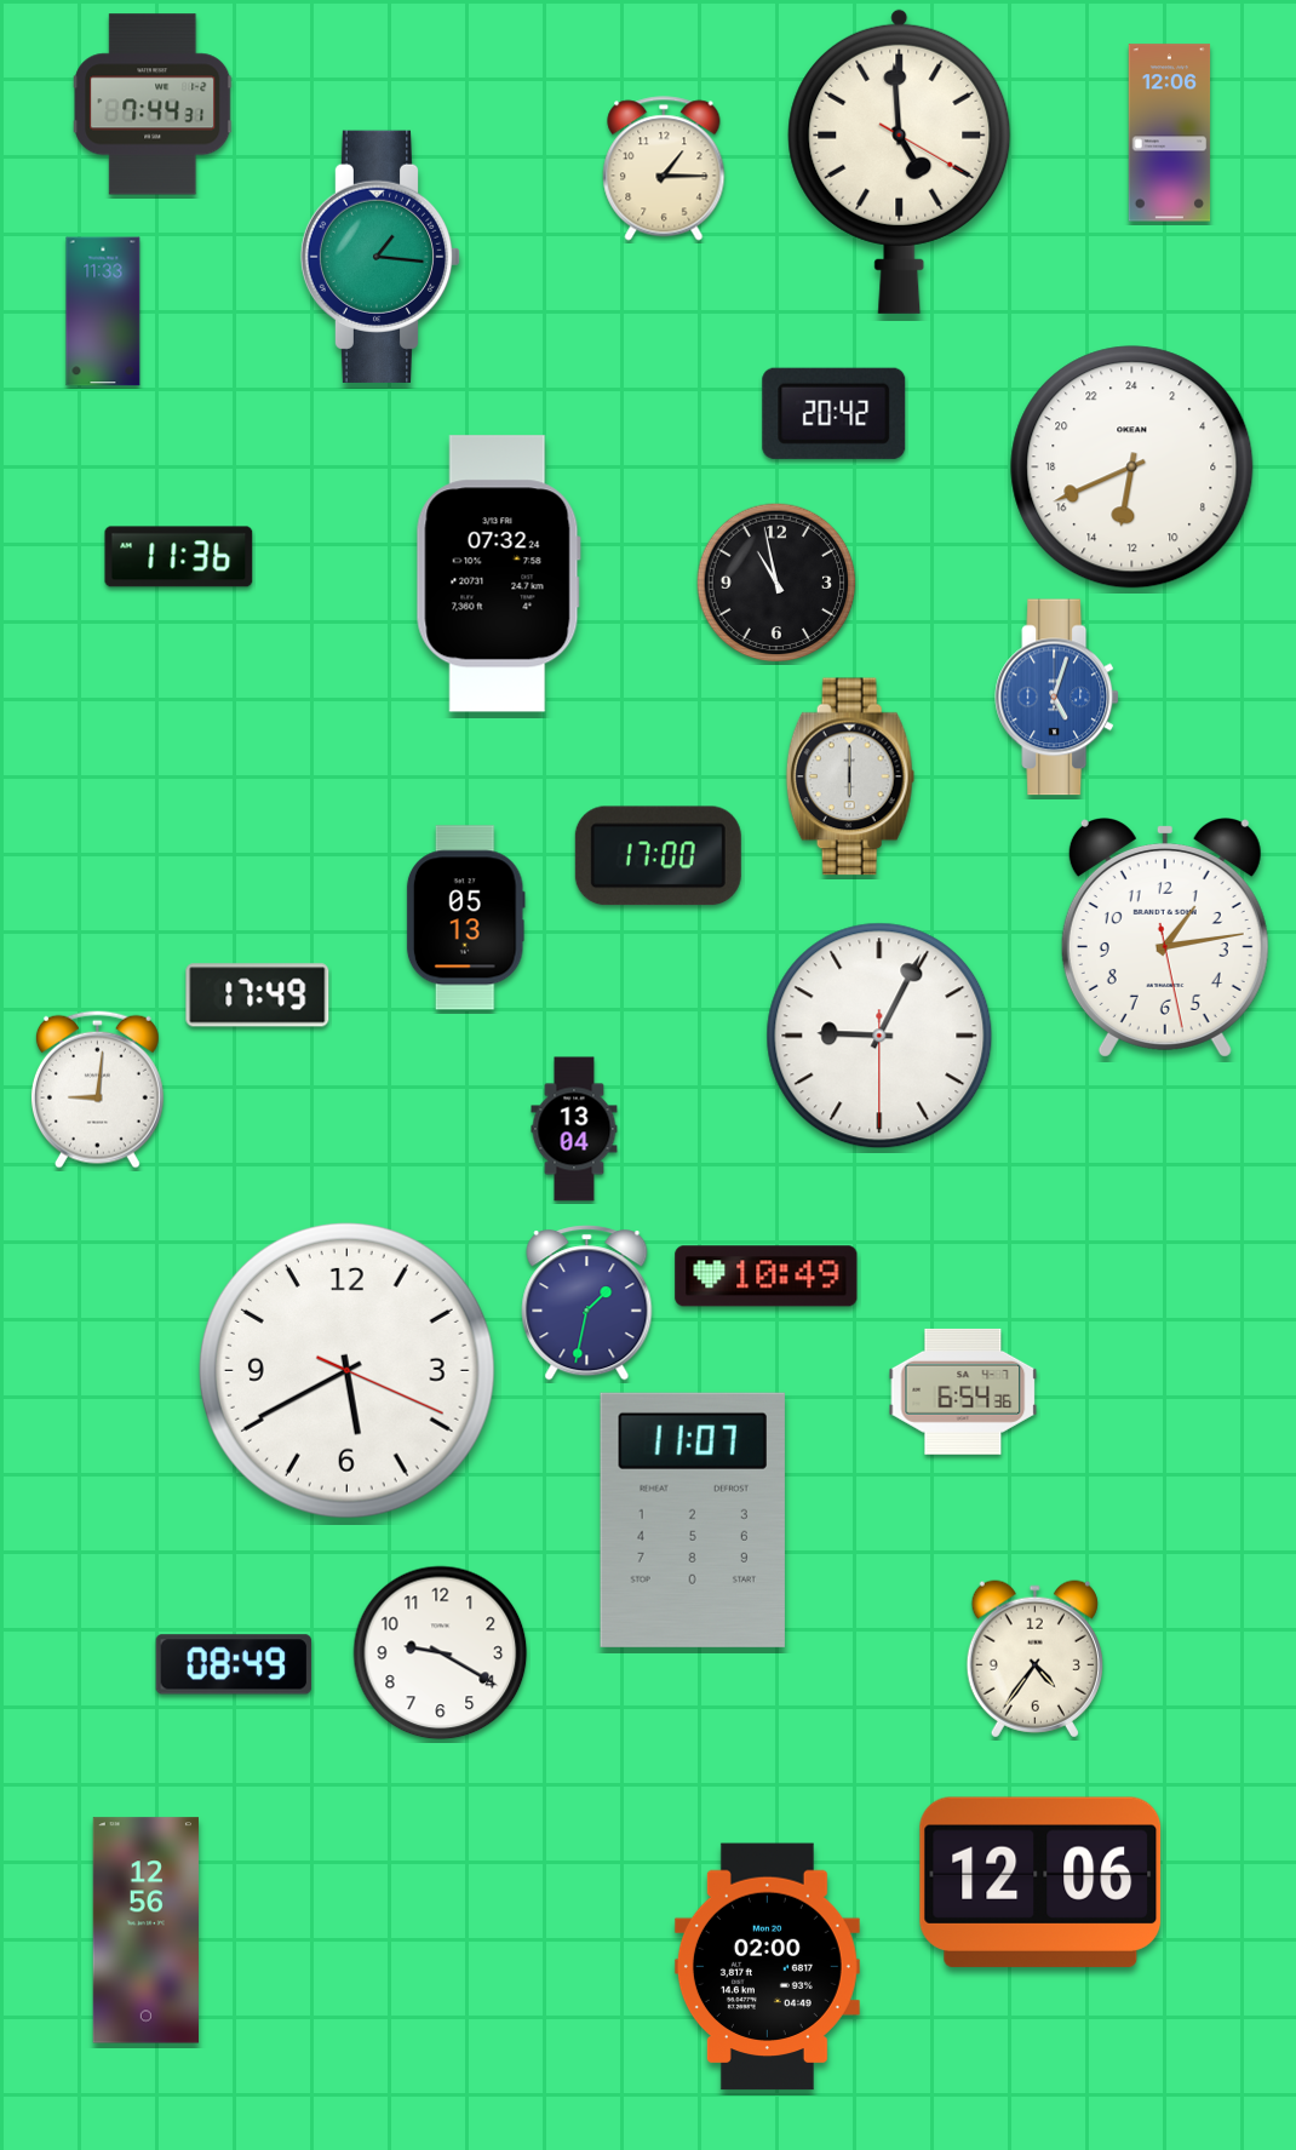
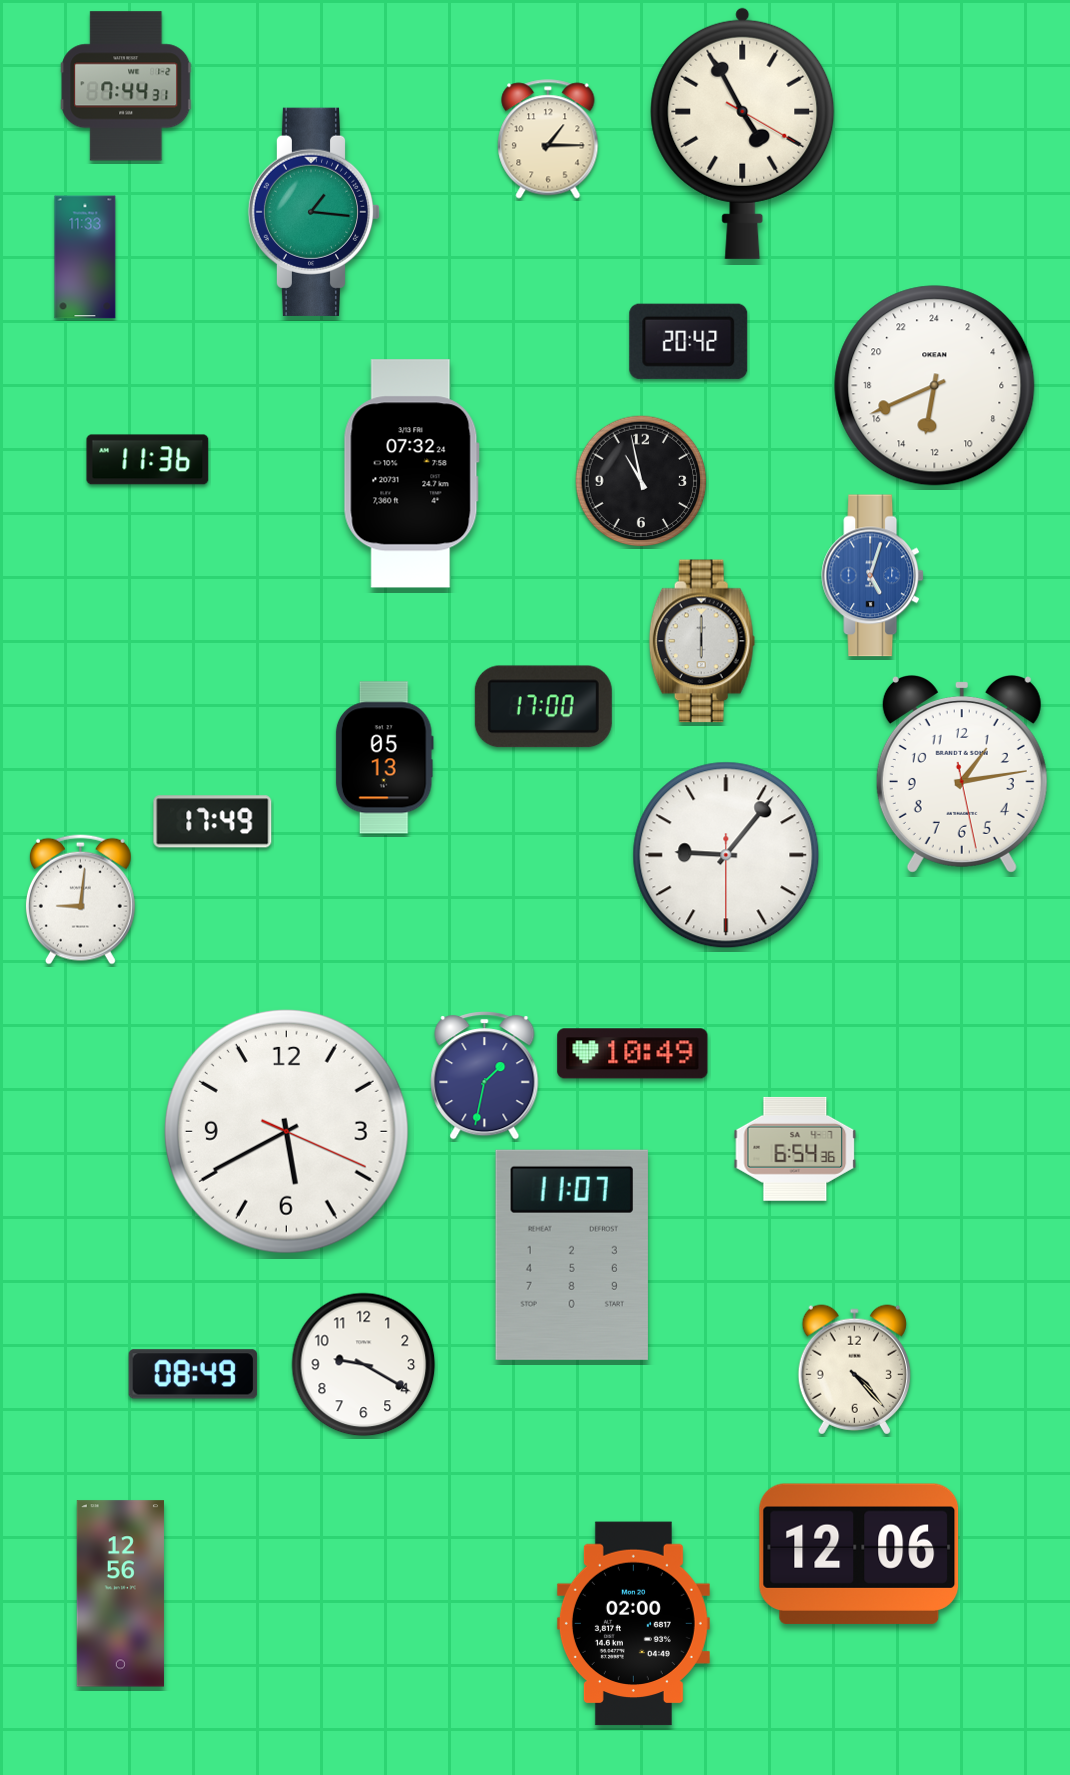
clock at (1170, 133): 12:06 -> none
clock at (900, 161): 4:59 -> 4:55
clock at (879, 1036): 9:04 -> 9:06
clock at (574, 1129): 13:04 -> none
clock at (1034, 1659): 4:36 -> 4:23
